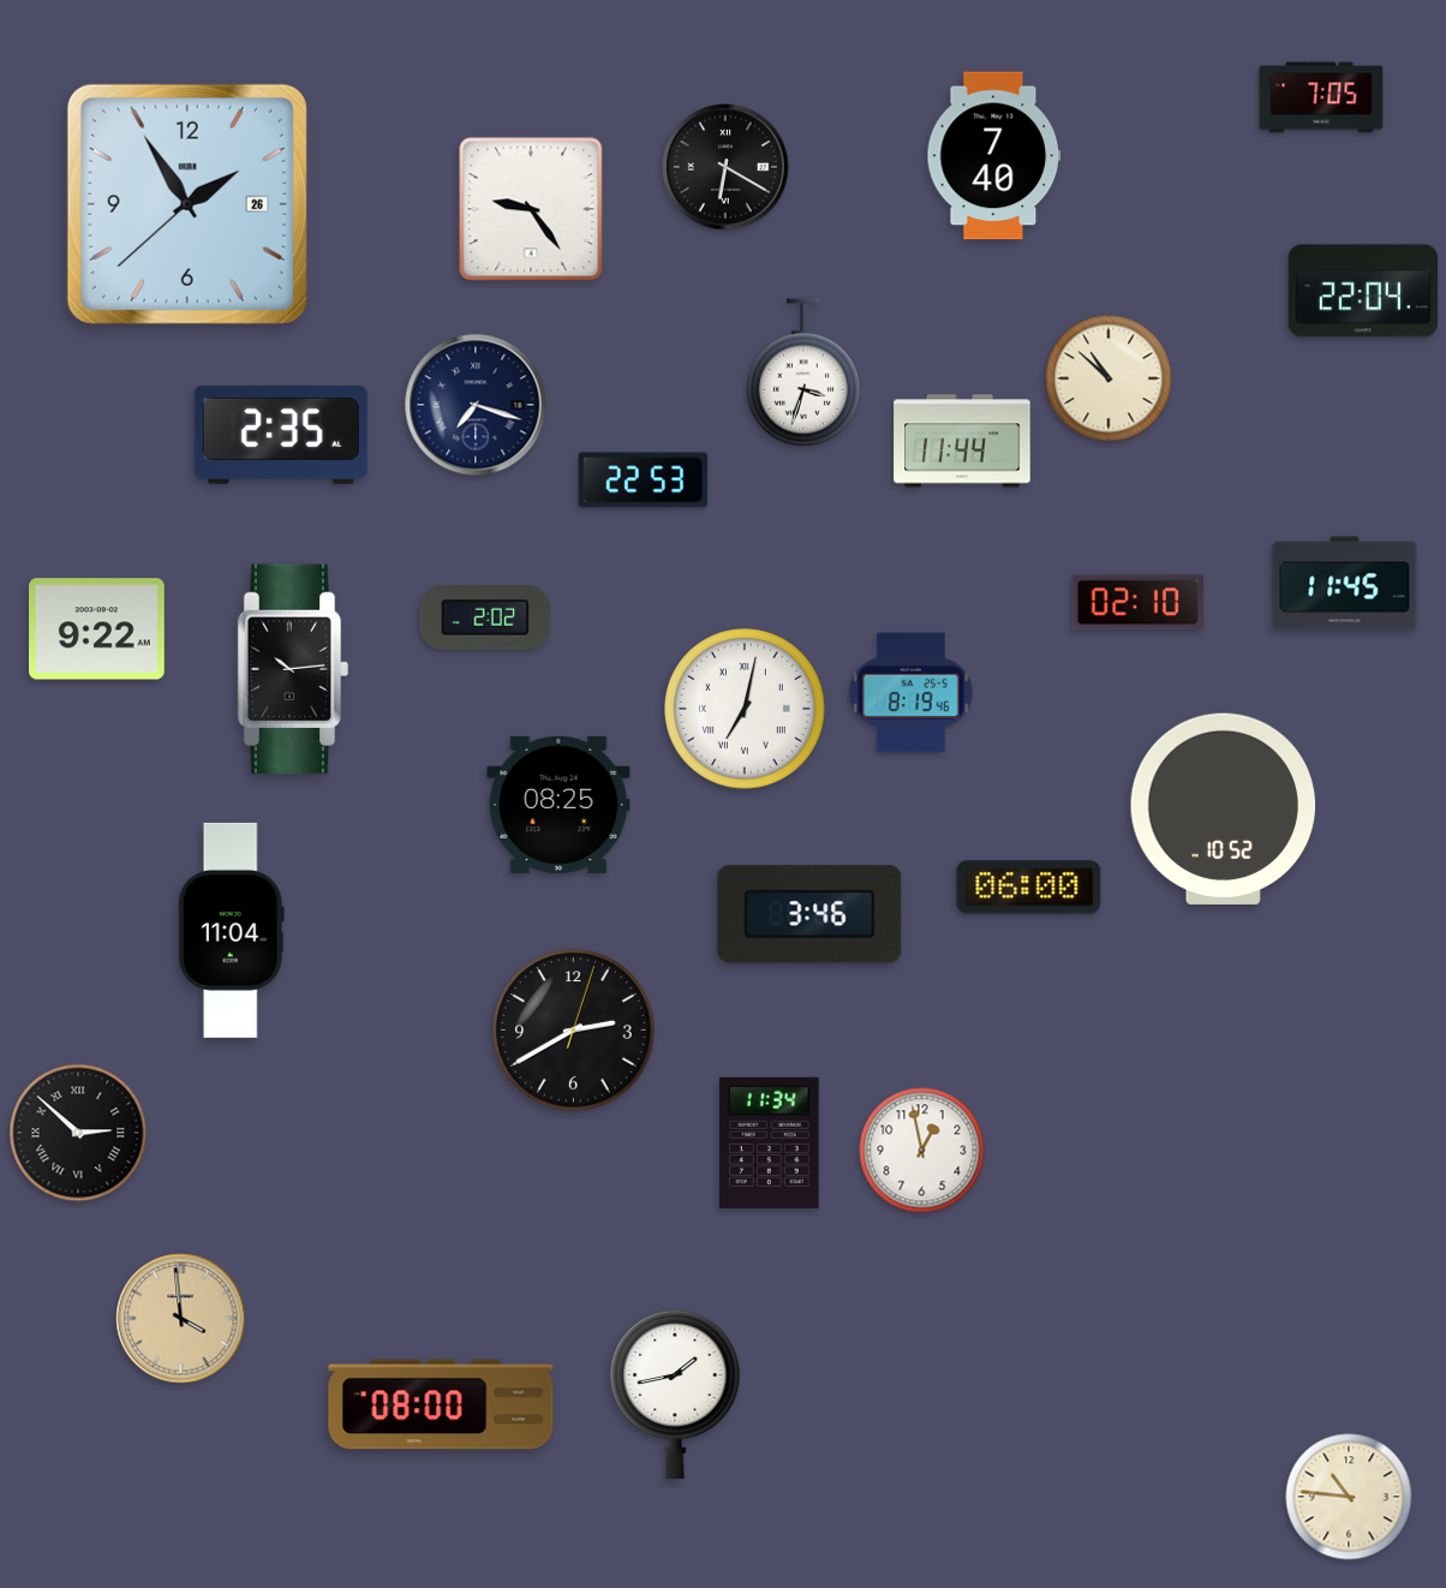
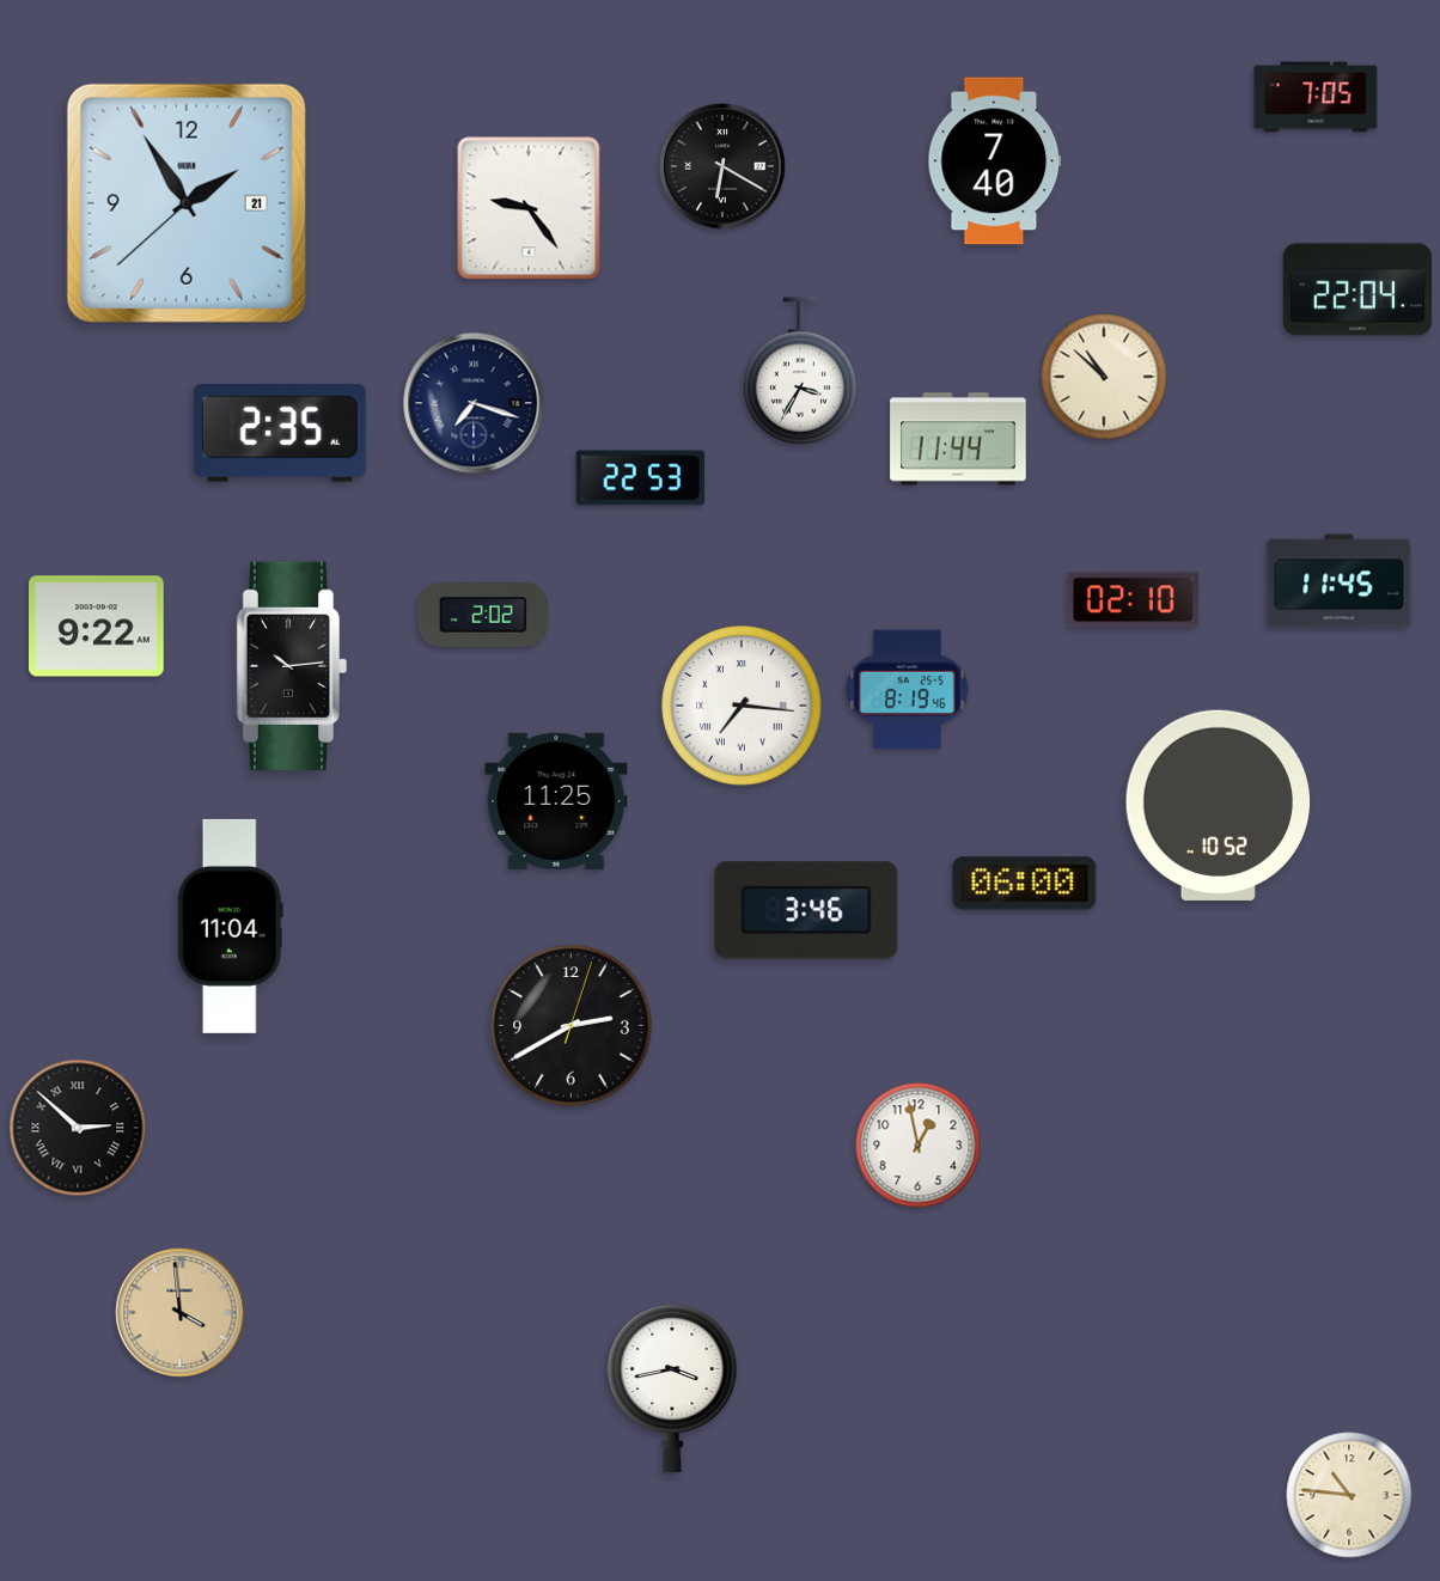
clock at (994, 156) position: (994, 156) -> (995, 161)
clock at (187, 204) date: 26 -> 21
clock at (803, 372): 3:33 -> 3:35
clock at (745, 709): 7:02 -> 7:16
clock at (558, 805): 08:25 -> 11:25
clock at (770, 1142): 11:34 -> none
clock at (675, 1395): 1:43 -> 3:43
clock at (441, 1404): 08:00 -> none
clock at (1349, 1497) position: (1349, 1497) -> (1349, 1495)
